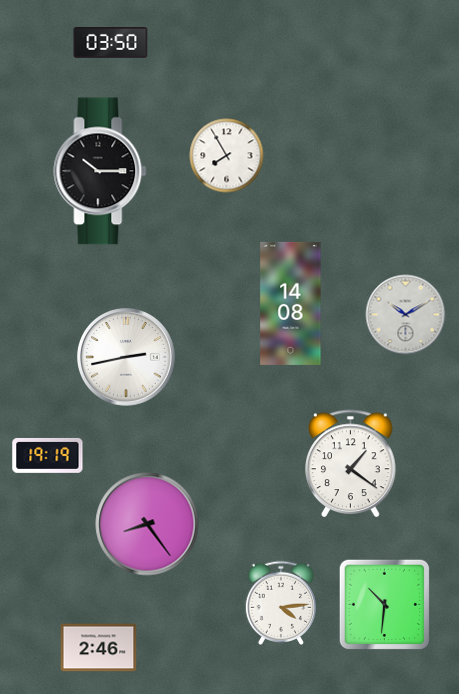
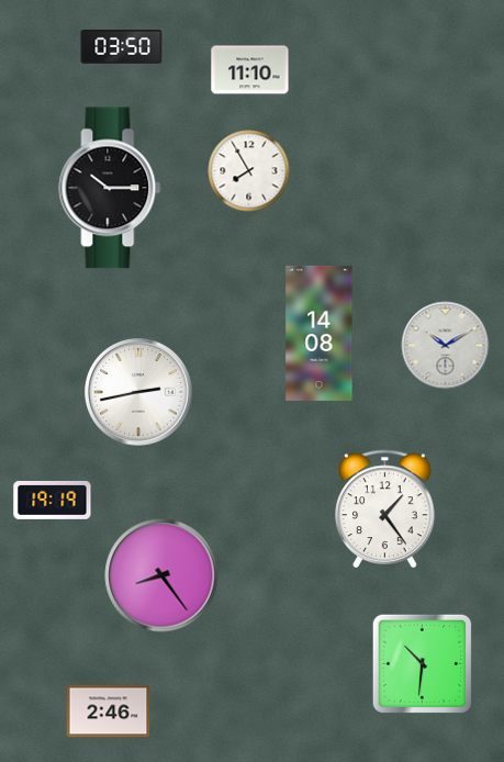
clock at (250, 70): none -> 11:10
clock at (351, 463): 1:21 -> 1:24
clock at (280, 603): 4:14 -> none
